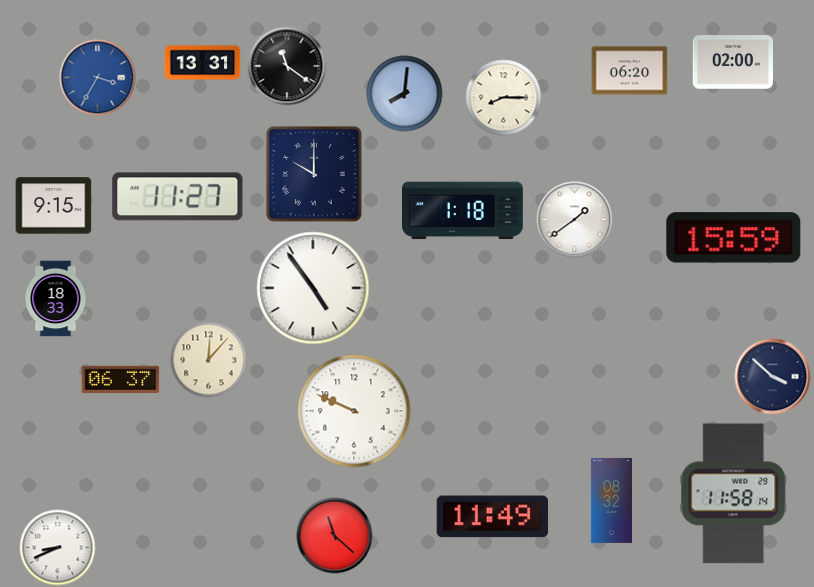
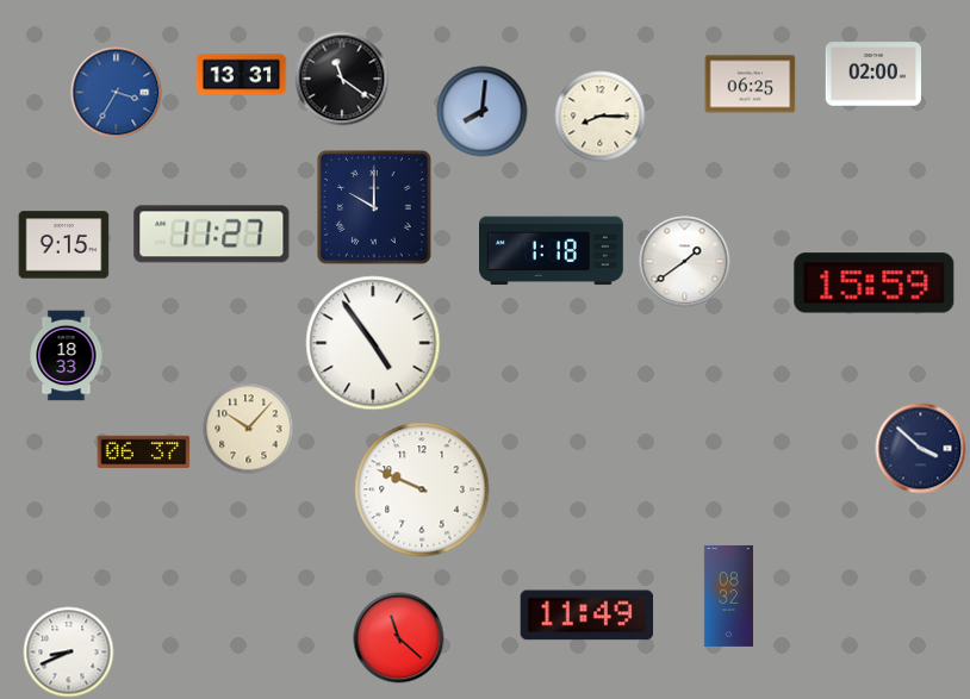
clock at (630, 71): 06:20 -> 06:25
clock at (209, 360): 12:07 -> 10:07
clock at (734, 494): 11:58 -> none
